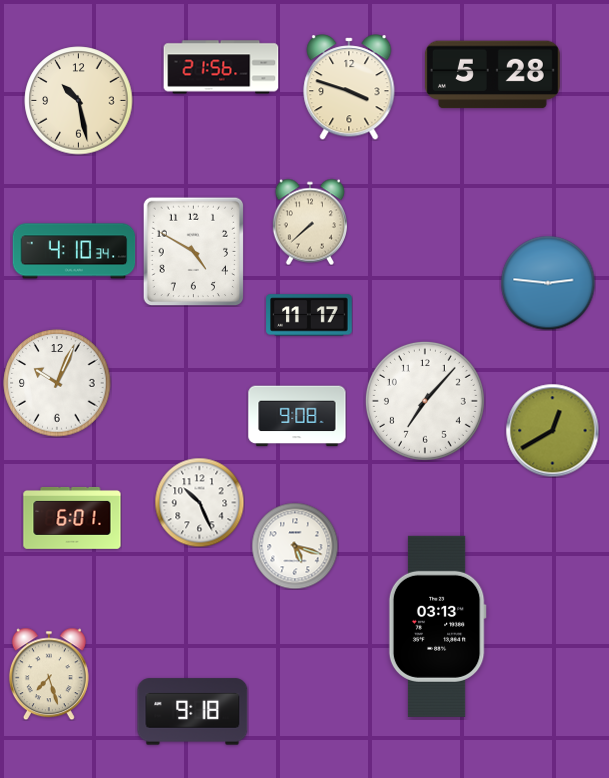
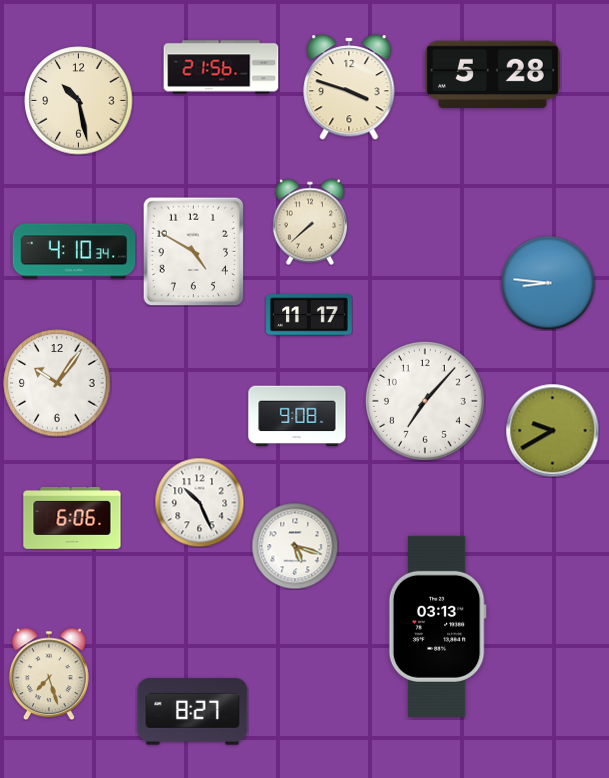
clock at (548, 283): 2:46 -> 8:46
clock at (57, 383): 10:04 -> 10:06
clock at (552, 430): 12:40 -> 9:40
clock at (72, 518): 6:01 -> 6:06
clock at (193, 712): 9:18 -> 8:27
